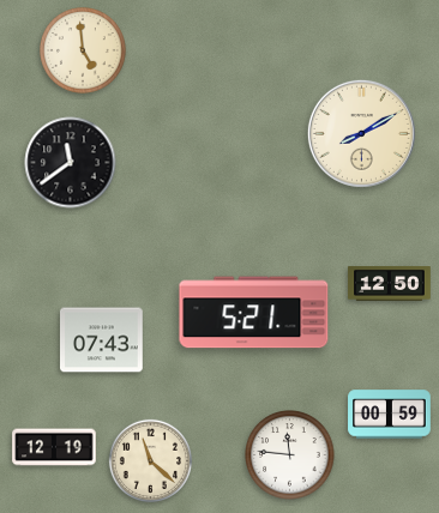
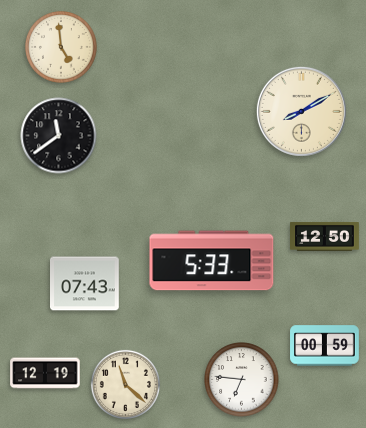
clock at (84, 52) position: (84, 52) -> (62, 48)
clock at (254, 313): 5:21 -> 5:33
clock at (290, 455): 11:46 -> 6:46
